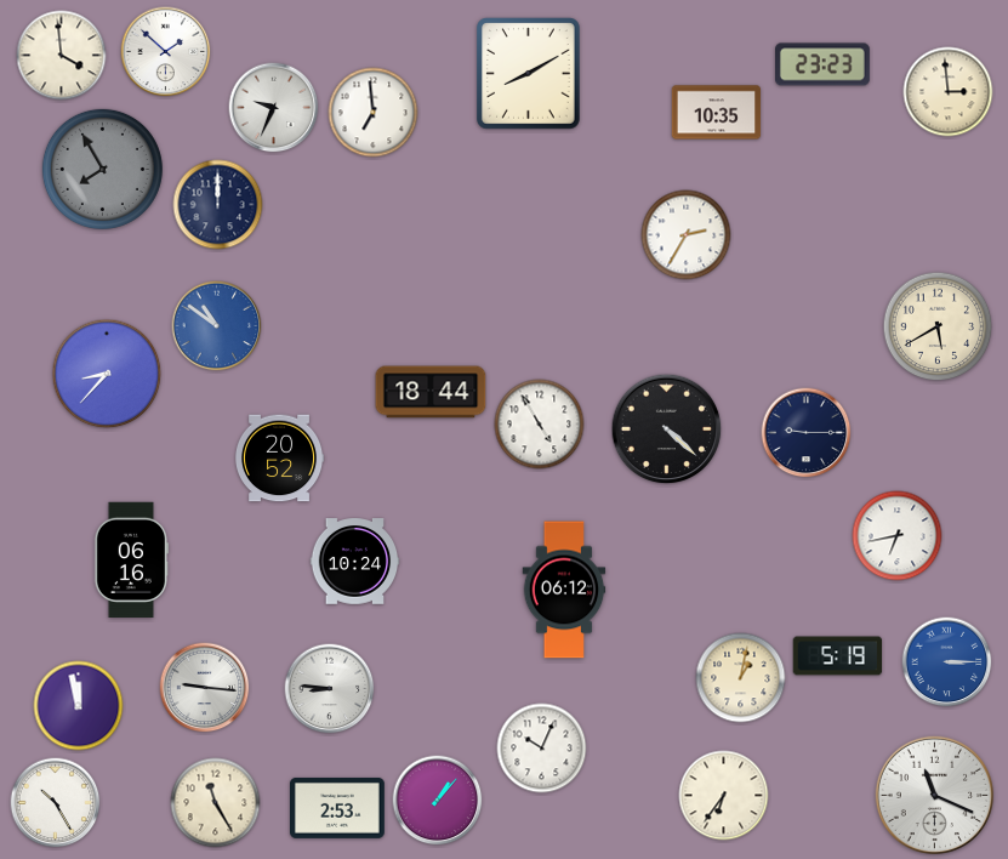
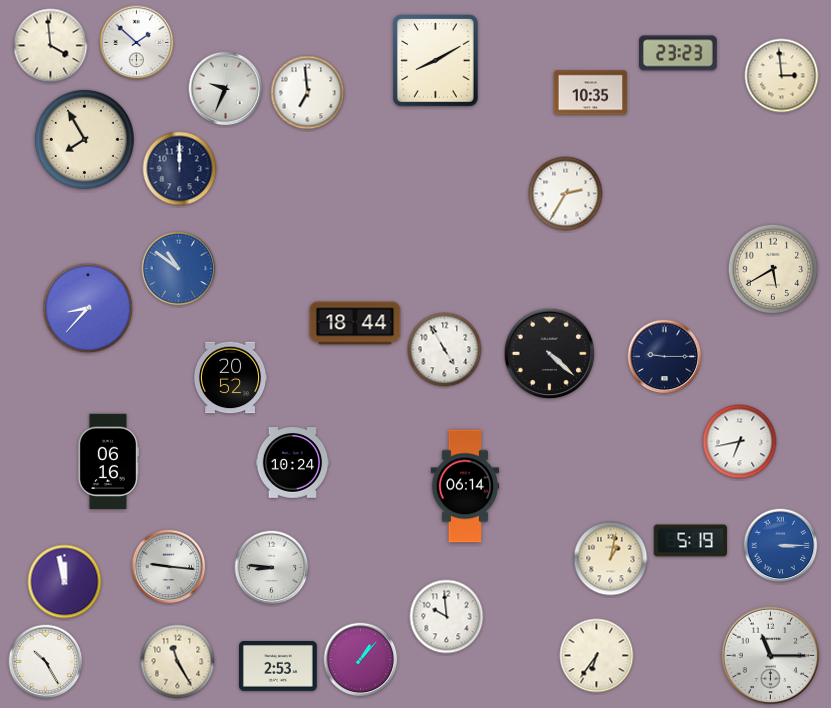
clock at (102, 169) dial: grey -> cream
clock at (564, 590): 06:12 -> 06:14
clock at (542, 749): 10:04 -> 9:59
clock at (935, 796): 11:19 -> 11:15
